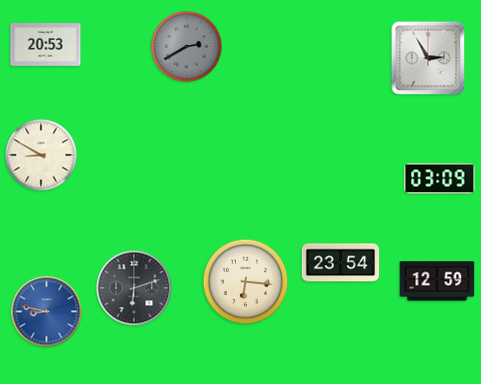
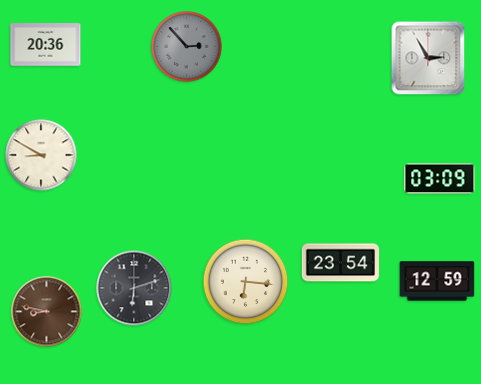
clock at (46, 45): 20:53 -> 20:36
clock at (187, 47): 2:40 -> 2:53
clock at (47, 312) dial: blue -> brown
